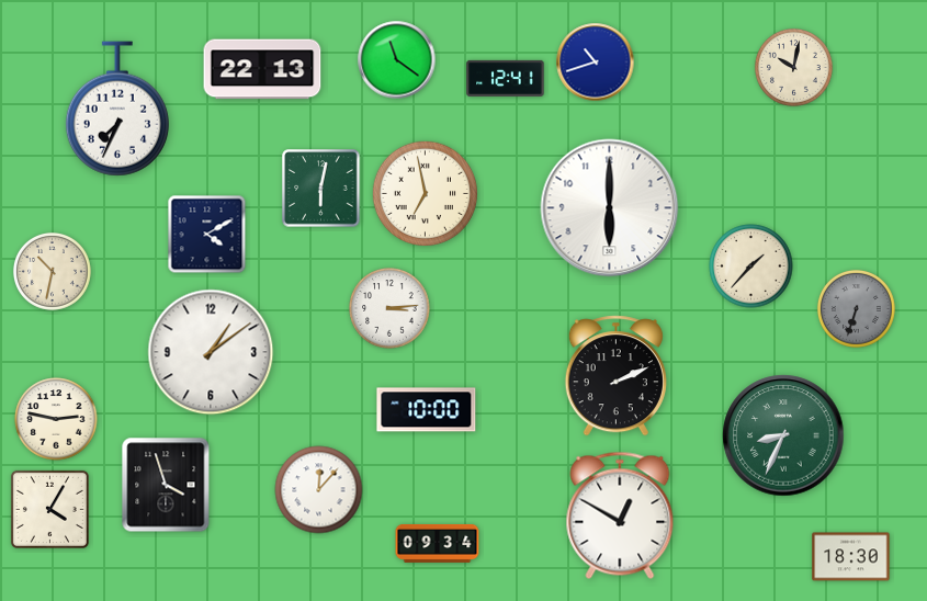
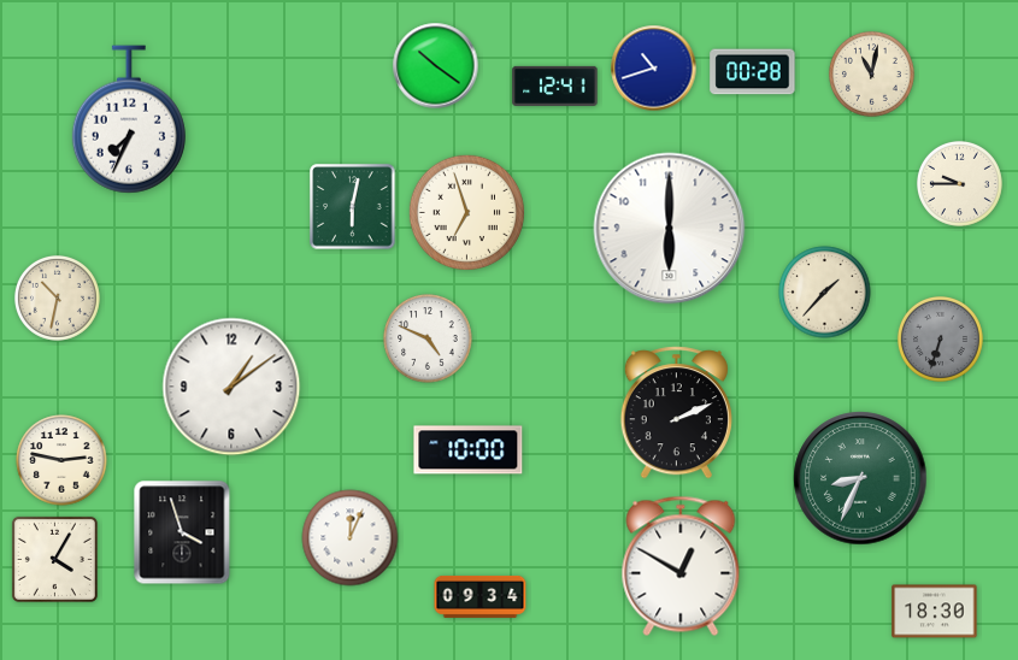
clock at (397, 60): 11:21 -> 10:21
clock at (753, 72): none -> 00:28
clock at (793, 67): 10:02 -> 11:02
clock at (262, 69): 22:13 -> none
clock at (959, 183): none -> 9:45
clock at (425, 193): 6:58 -> 6:57
clock at (207, 235): 4:10 -> none
clock at (389, 308): 3:14 -> 4:49
clock at (319, 490): 12:07 -> 12:04
